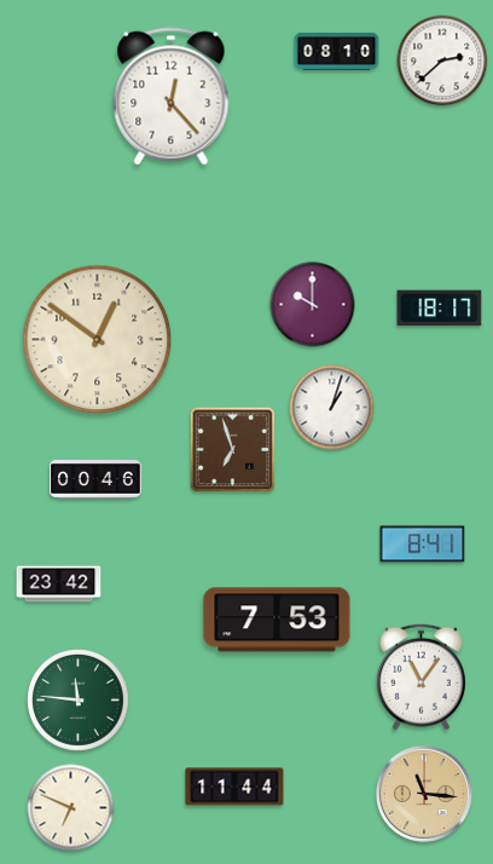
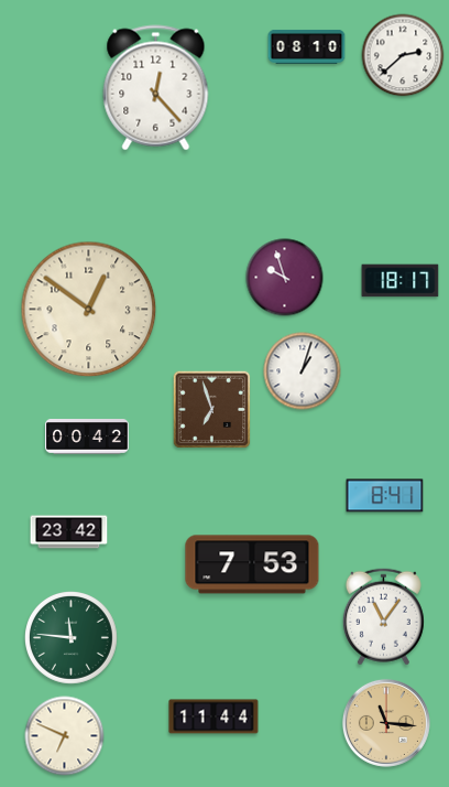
clock at (313, 305): 10:00 -> 9:57
clock at (95, 480): 00:46 -> 00:42
clock at (59, 584) position: (59, 584) -> (69, 532)
